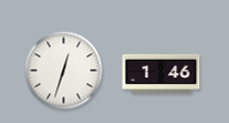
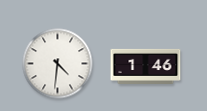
clock at (64, 71): 12:33 -> 4:31
